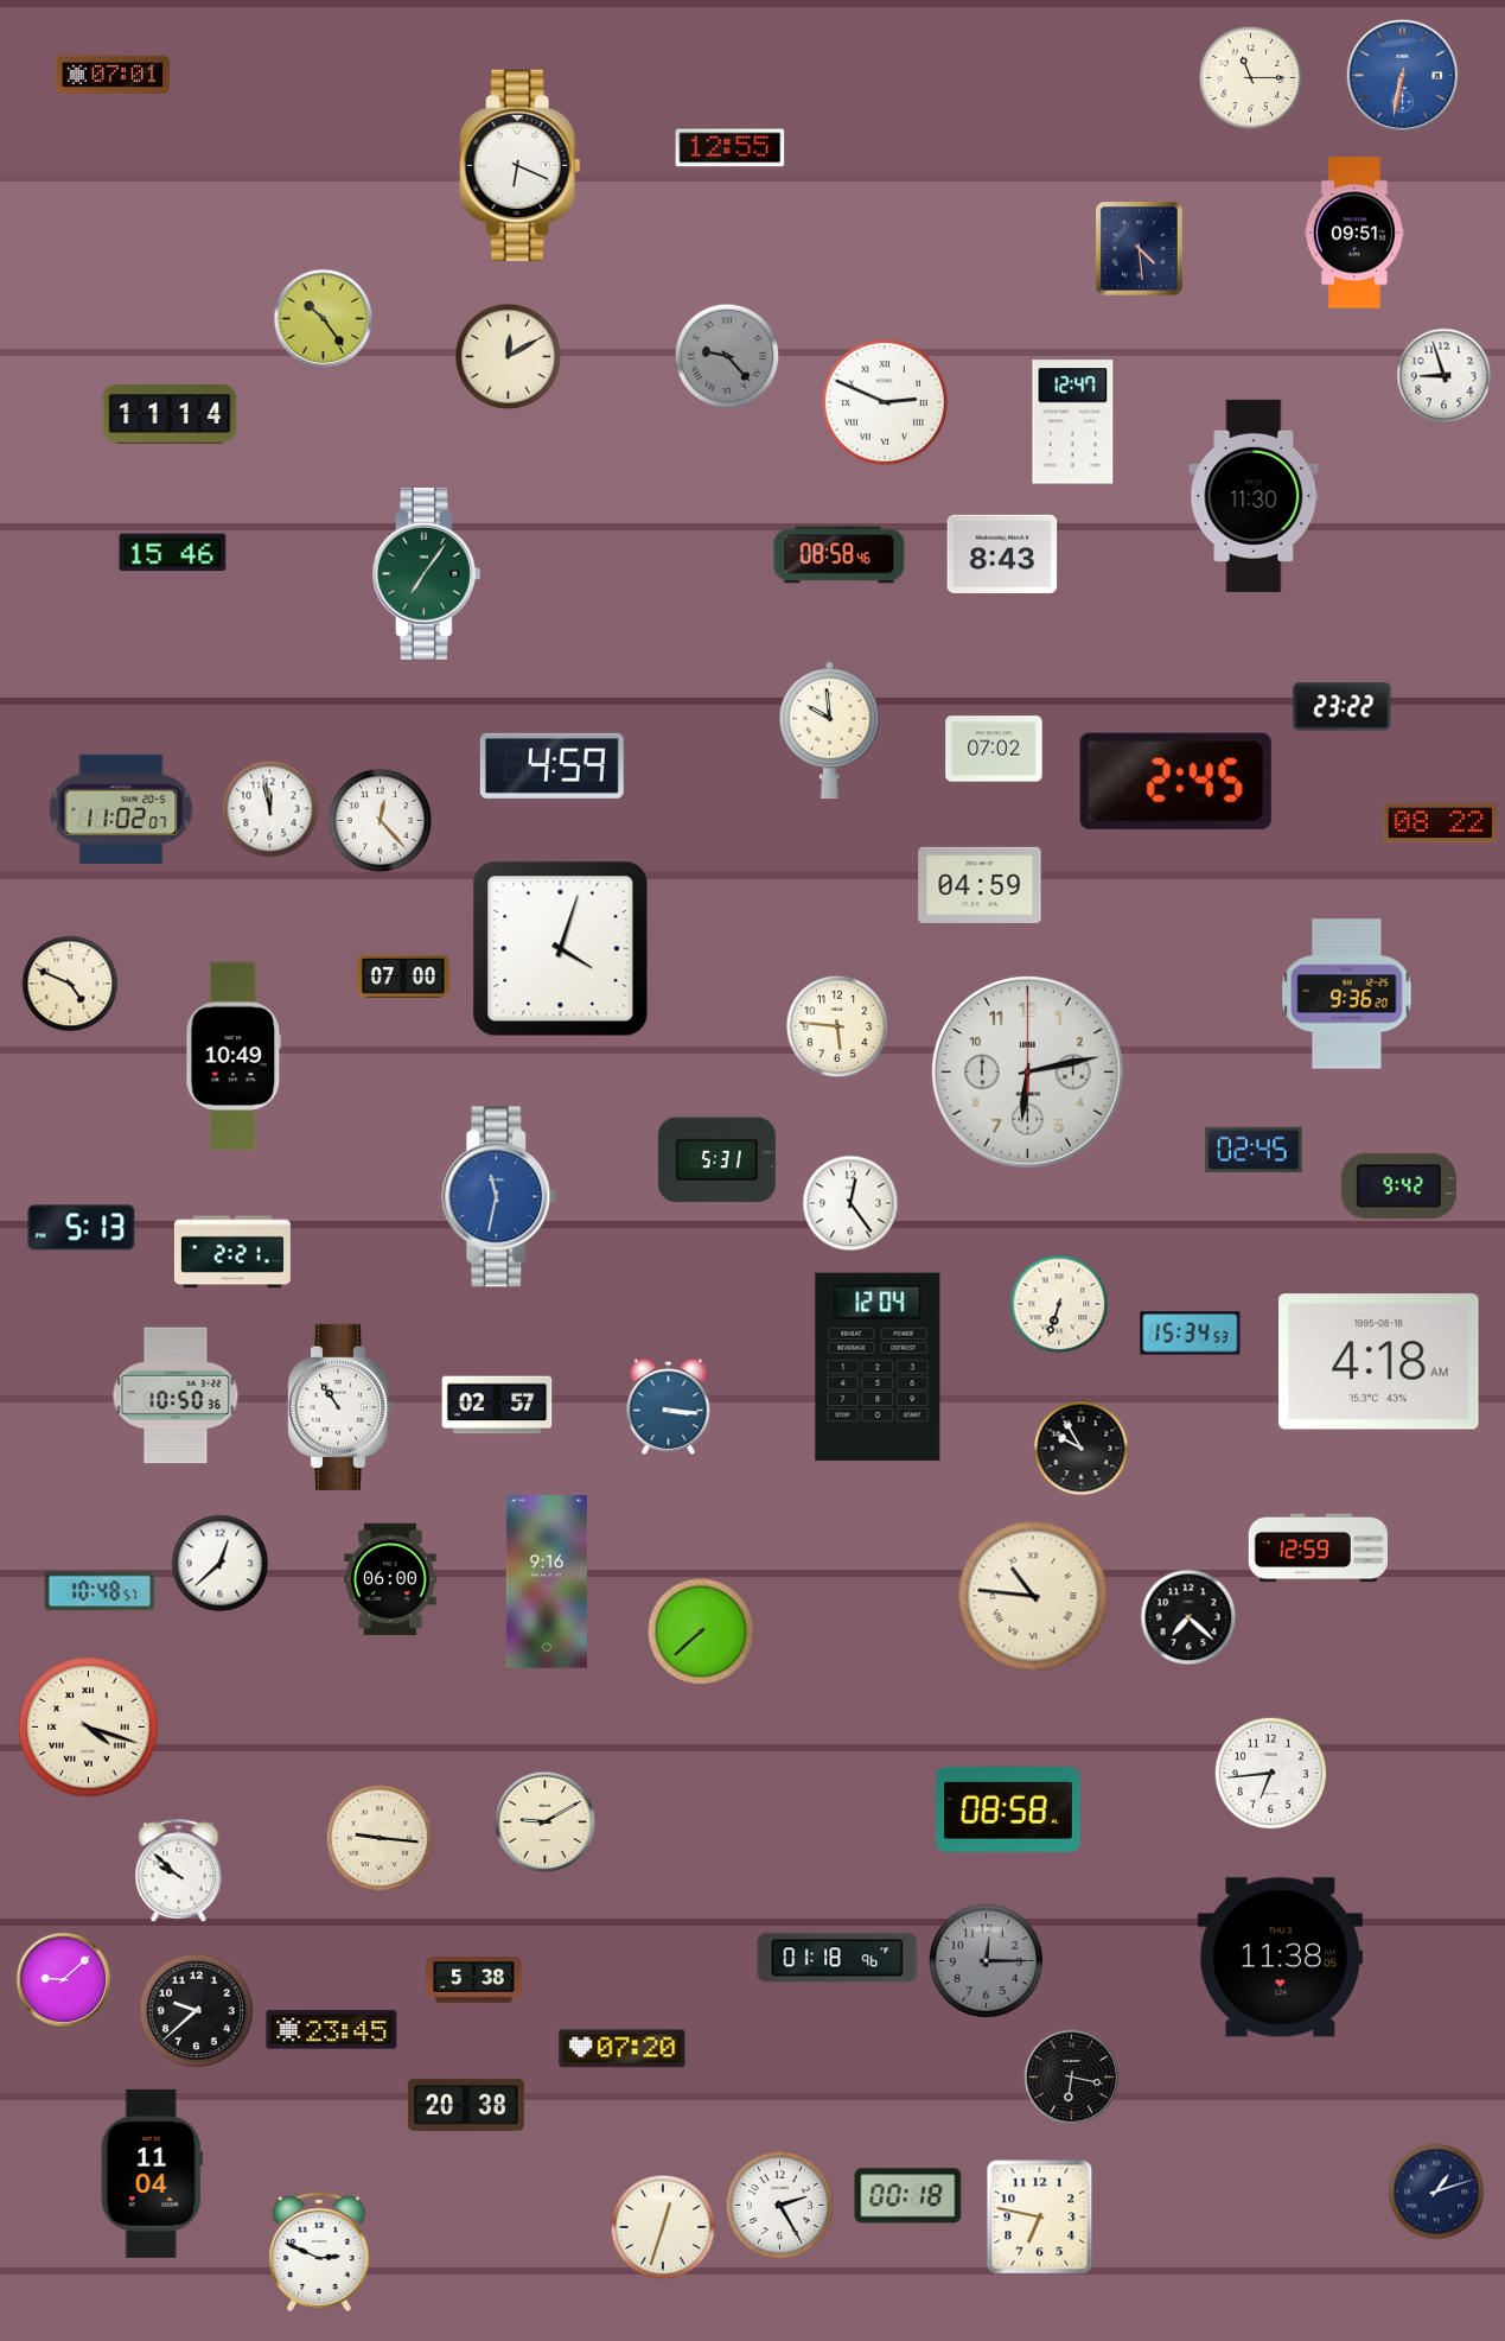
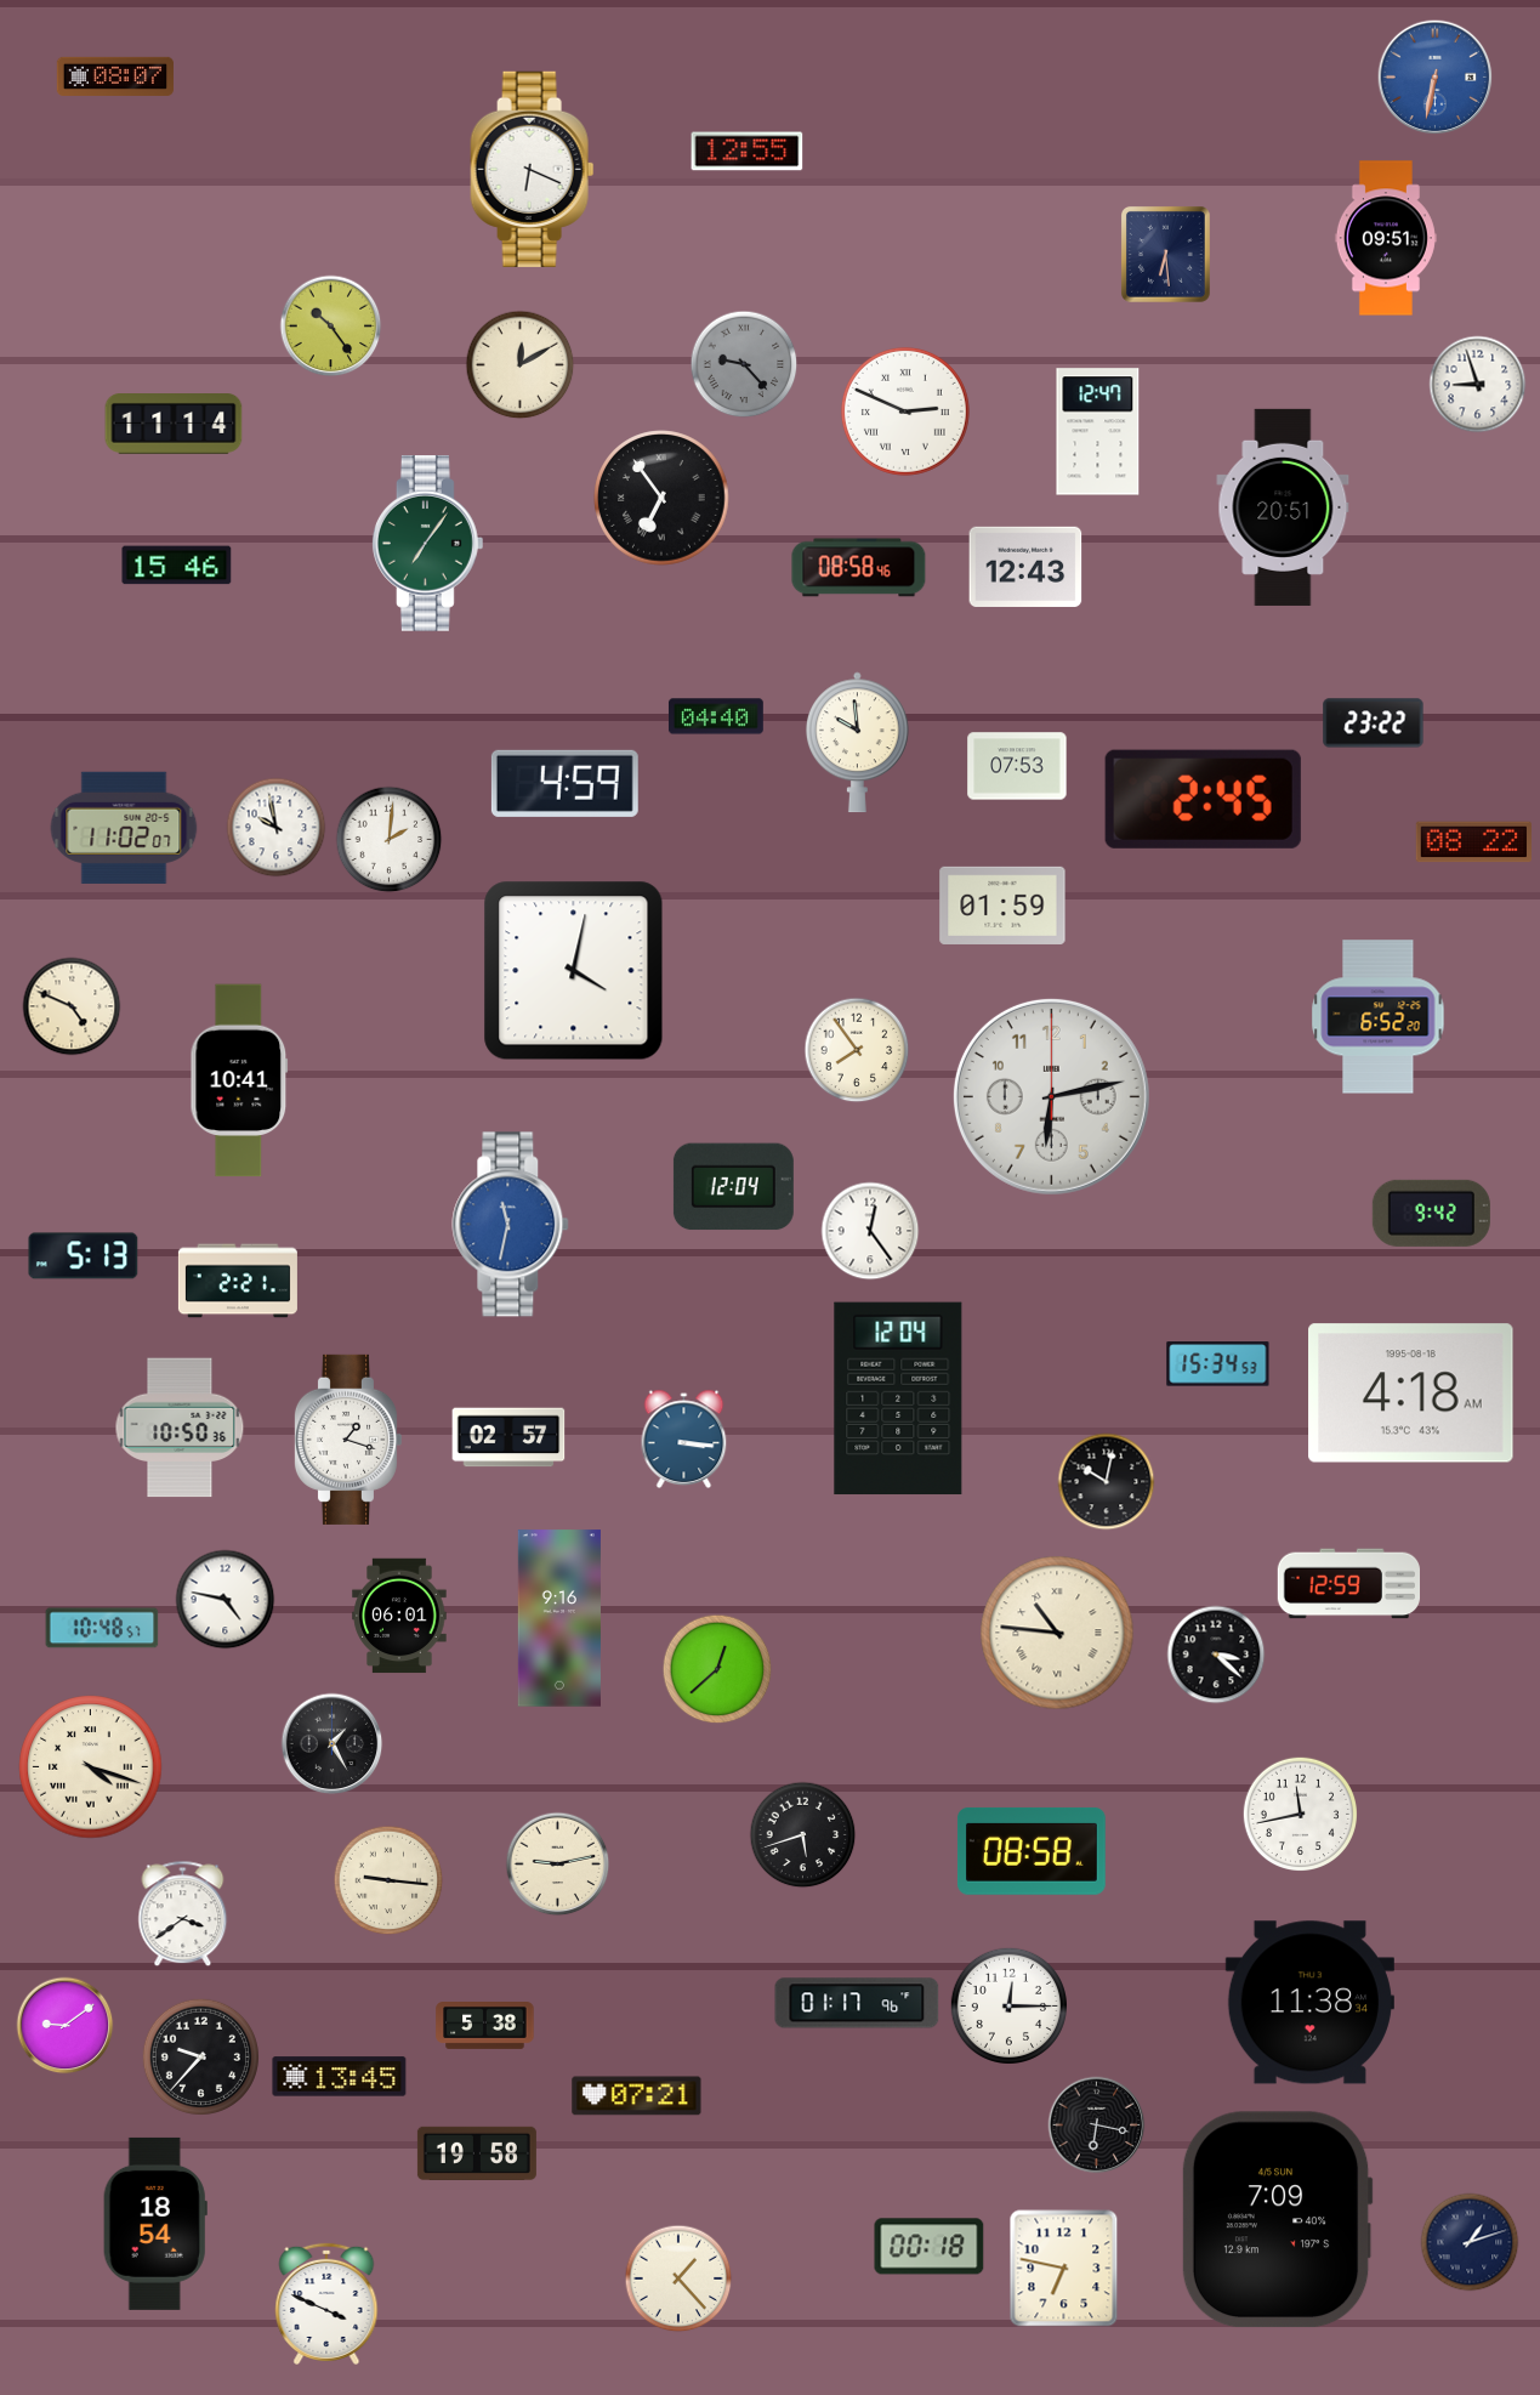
clock at (113, 75): 07:01 -> 08:07
clock at (1251, 78): 11:15 -> none
clock at (1139, 248): 4:29 -> 6:29
clock at (661, 498): none -> 6:54
clock at (1254, 496): 11:30 -> 20:51
clock at (1002, 553): 8:43 -> 12:43
clock at (426, 574) position: (426, 574) -> (427, 544)
clock at (716, 716): none -> 04:40
clock at (829, 731) position: (829, 731) -> (857, 743)
clock at (994, 749): 07:02 -> 07:53
clock at (270, 809): 11:58 -> 9:58
clock at (381, 821): 12:23 -> 2:01
clock at (980, 885): 04:59 -> 01:59
clock at (561, 949): 4:03 -> 4:02
clock at (403, 977): 07:00 -> none
clock at (1347, 994): 9:36 -> 6:52
clock at (837, 1026): 5:46 -> 7:54
clock at (234, 1056): 10:49 -> 10:41
clock at (1254, 1150): 02:45 -> none
clock at (716, 1160): 5:31 -> 12:04
clock at (1059, 1304): 6:33 -> none
clock at (339, 1407): 10:54 -> 1:18
clock at (1082, 1449): 9:55 -> 10:02
clock at (221, 1564): 12:38 -> 4:47
clock at (390, 1579): 06:00 -> 06:01
clock at (1188, 1617): 7:22 -> 3:22
clock at (701, 1631): 7:38 -> 12:38
clock at (333, 1744): none -> 1:25
clock at (1270, 1773): 6:44 -> 11:43
clock at (803, 1835): none -> 5:42
clock at (546, 1822): 9:10 -> 9:13
clock at (179, 1871): 9:52 -> 3:39
clock at (837, 1958): 01:18 -> 01:17
clock at (1280, 1958): 11:38:05 -> 11:38:34
clock at (986, 1960) dial: grey -> white
clock at (64, 1980): 9:08 -> 9:09
clock at (196, 2010): 9:38 -> 9:37
clock at (332, 2030): 23:45 -> 13:45
clock at (623, 2049): 07:20 -> 07:21
clock at (466, 2105): 20:38 -> 19:58
clock at (1277, 2220): none -> 7:09
clock at (152, 2174): 11:04 -> 18:54
clock at (780, 2206): 2:25 -> none
clock at (663, 2227): 12:33 -> 1:23
clock at (319, 2252): 2:49 -> 3:49
